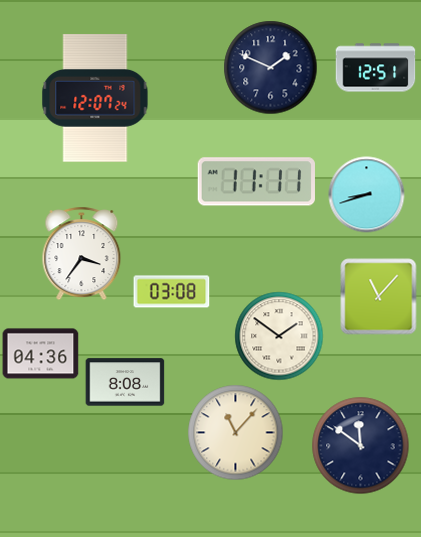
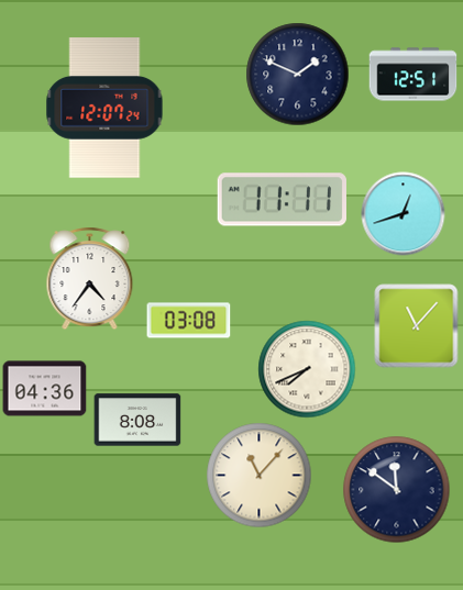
clock at (367, 195): 8:42 -> 12:42
clock at (82, 254): 3:36 -> 4:36
clock at (279, 336): 1:51 -> 7:41
